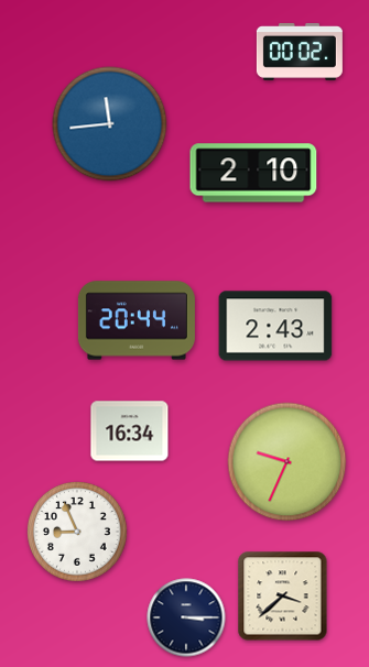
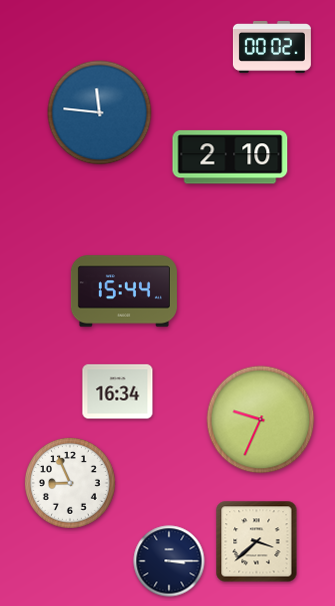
clock at (110, 124): 11:44 -> 11:46
clock at (137, 320): 20:44 -> 15:44
clock at (275, 326): 2:43 -> none
